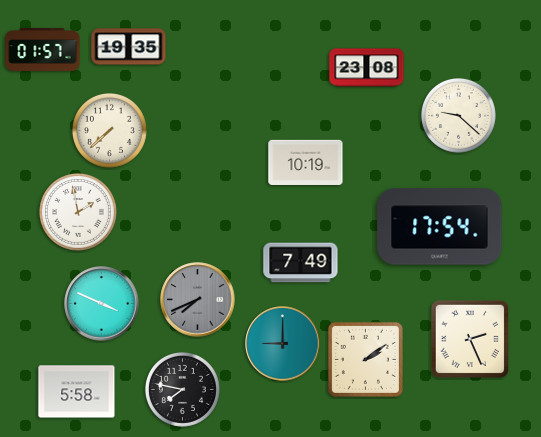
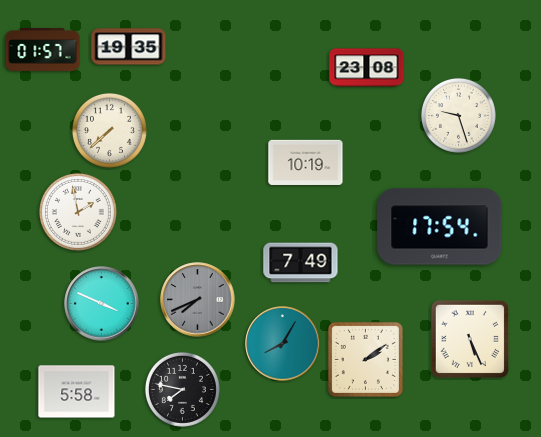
clock at (458, 115): 9:22 -> 9:27
clock at (469, 338): 2:26 -> 5:26
clock at (283, 344): 9:00 -> 8:05
